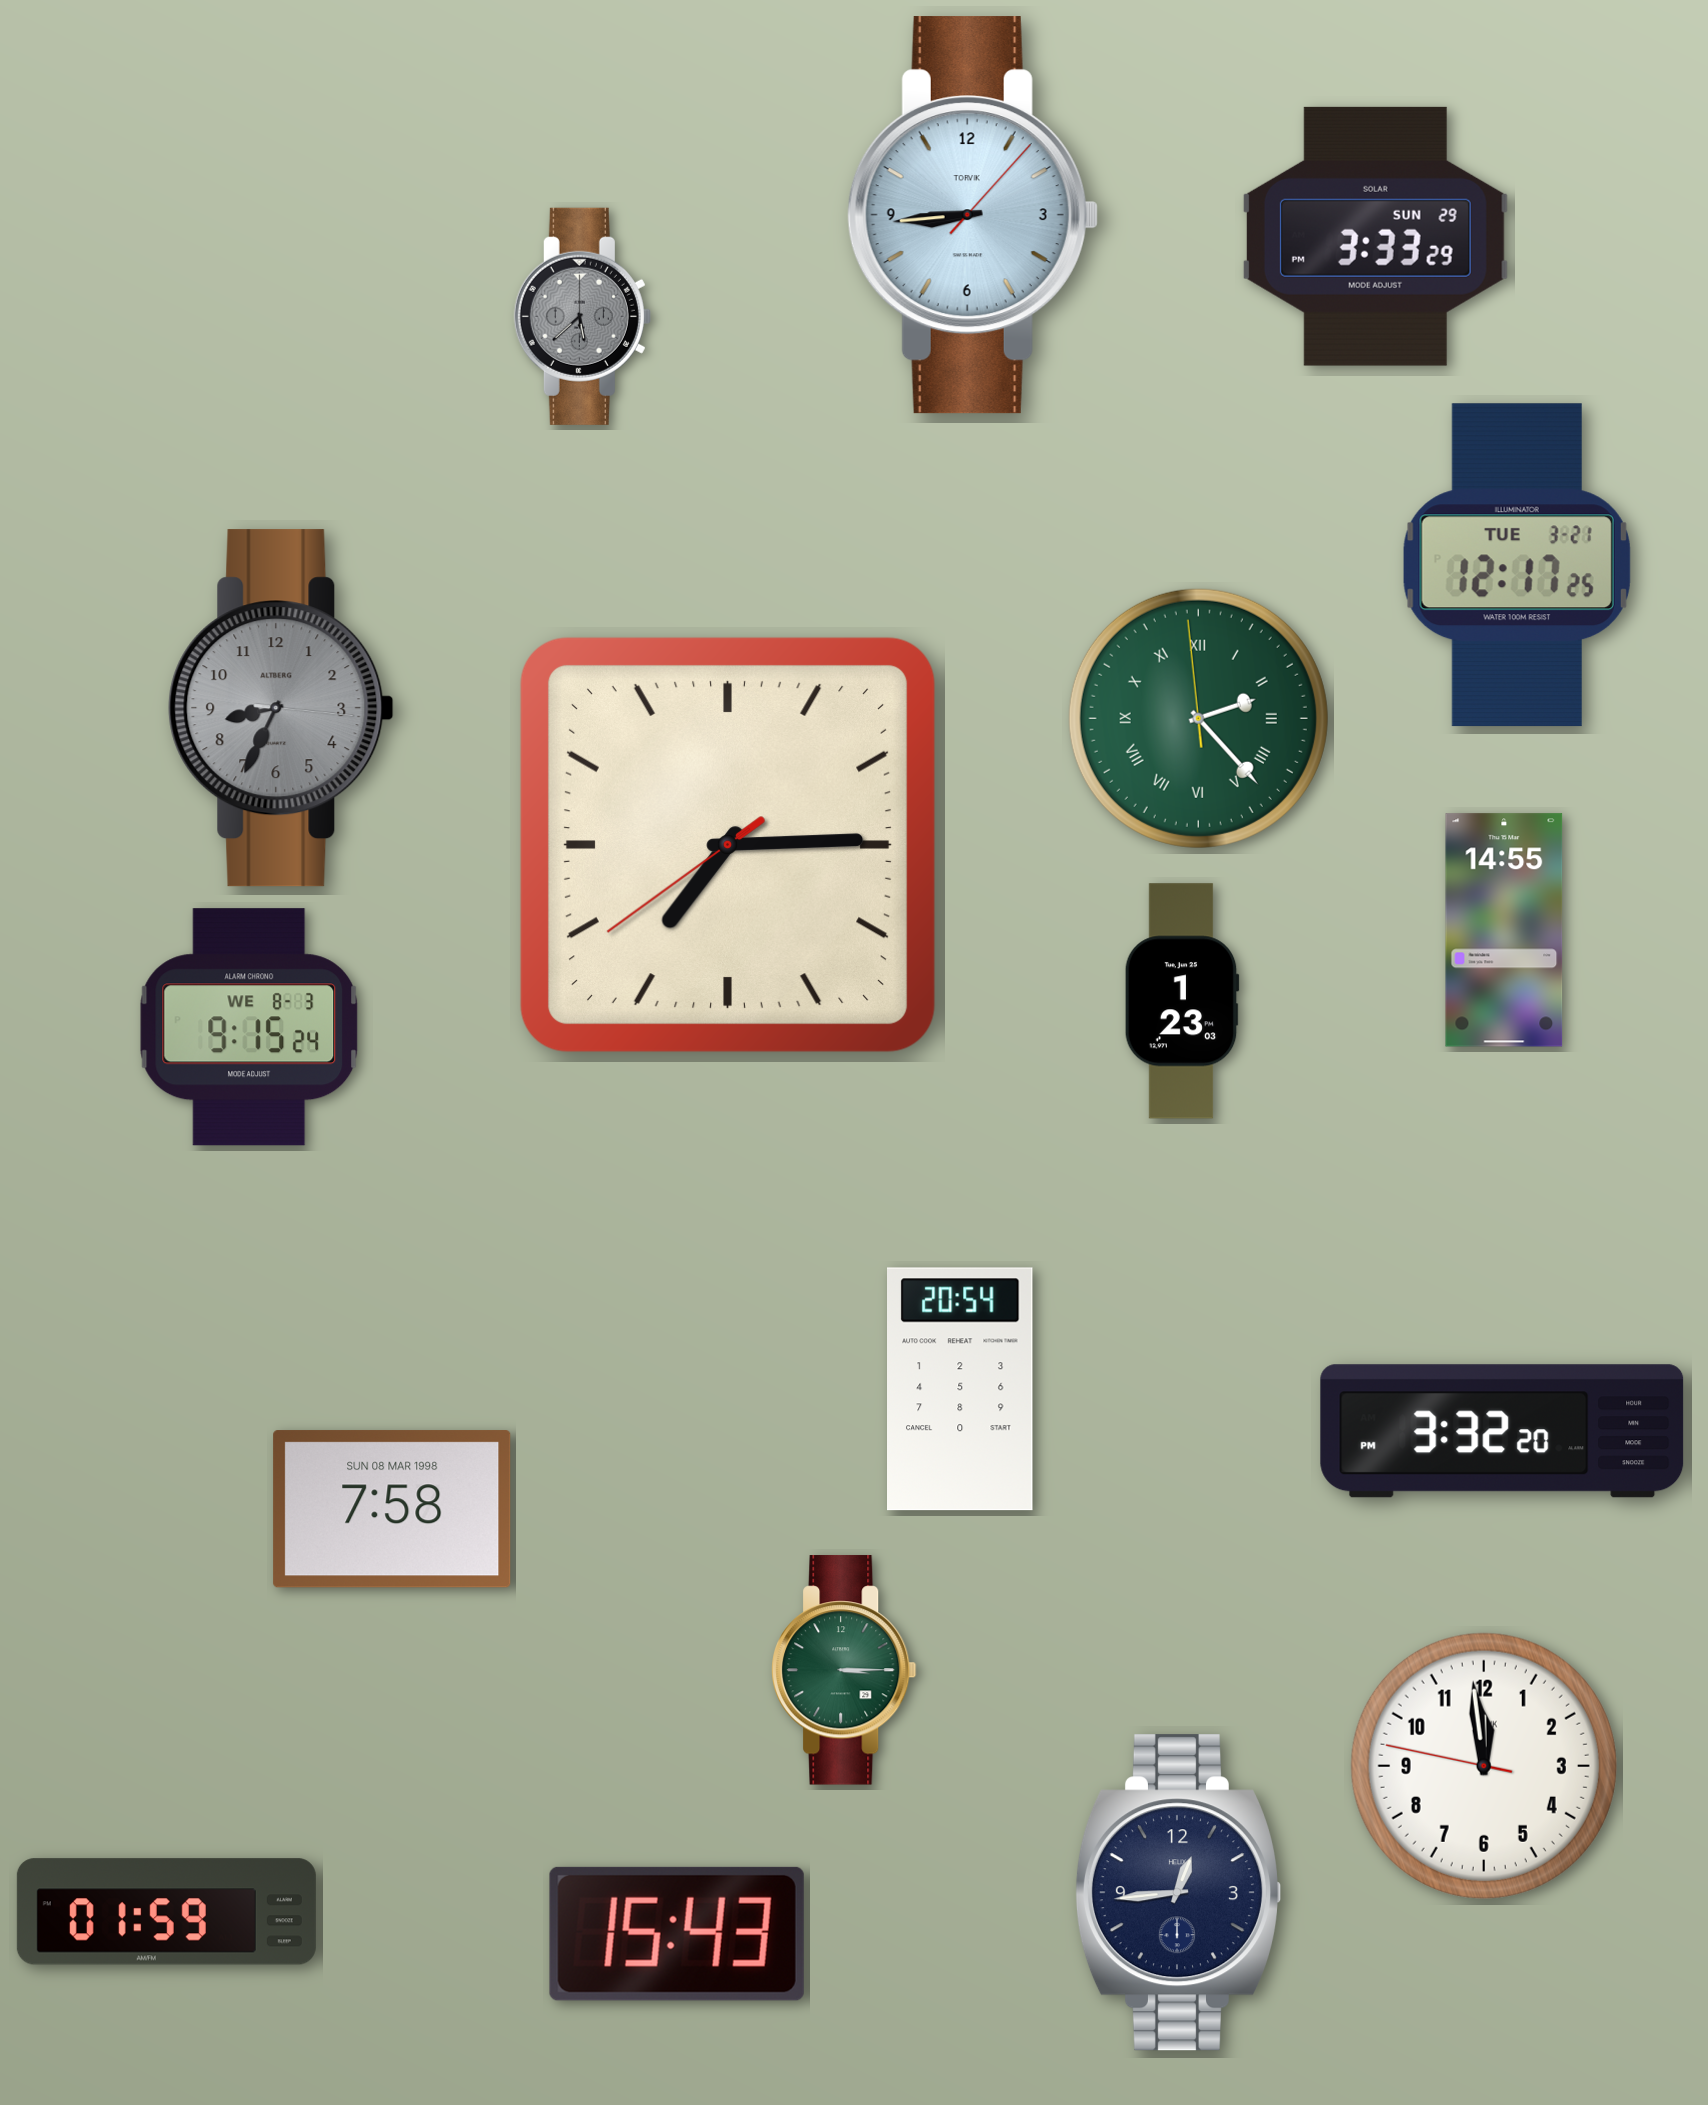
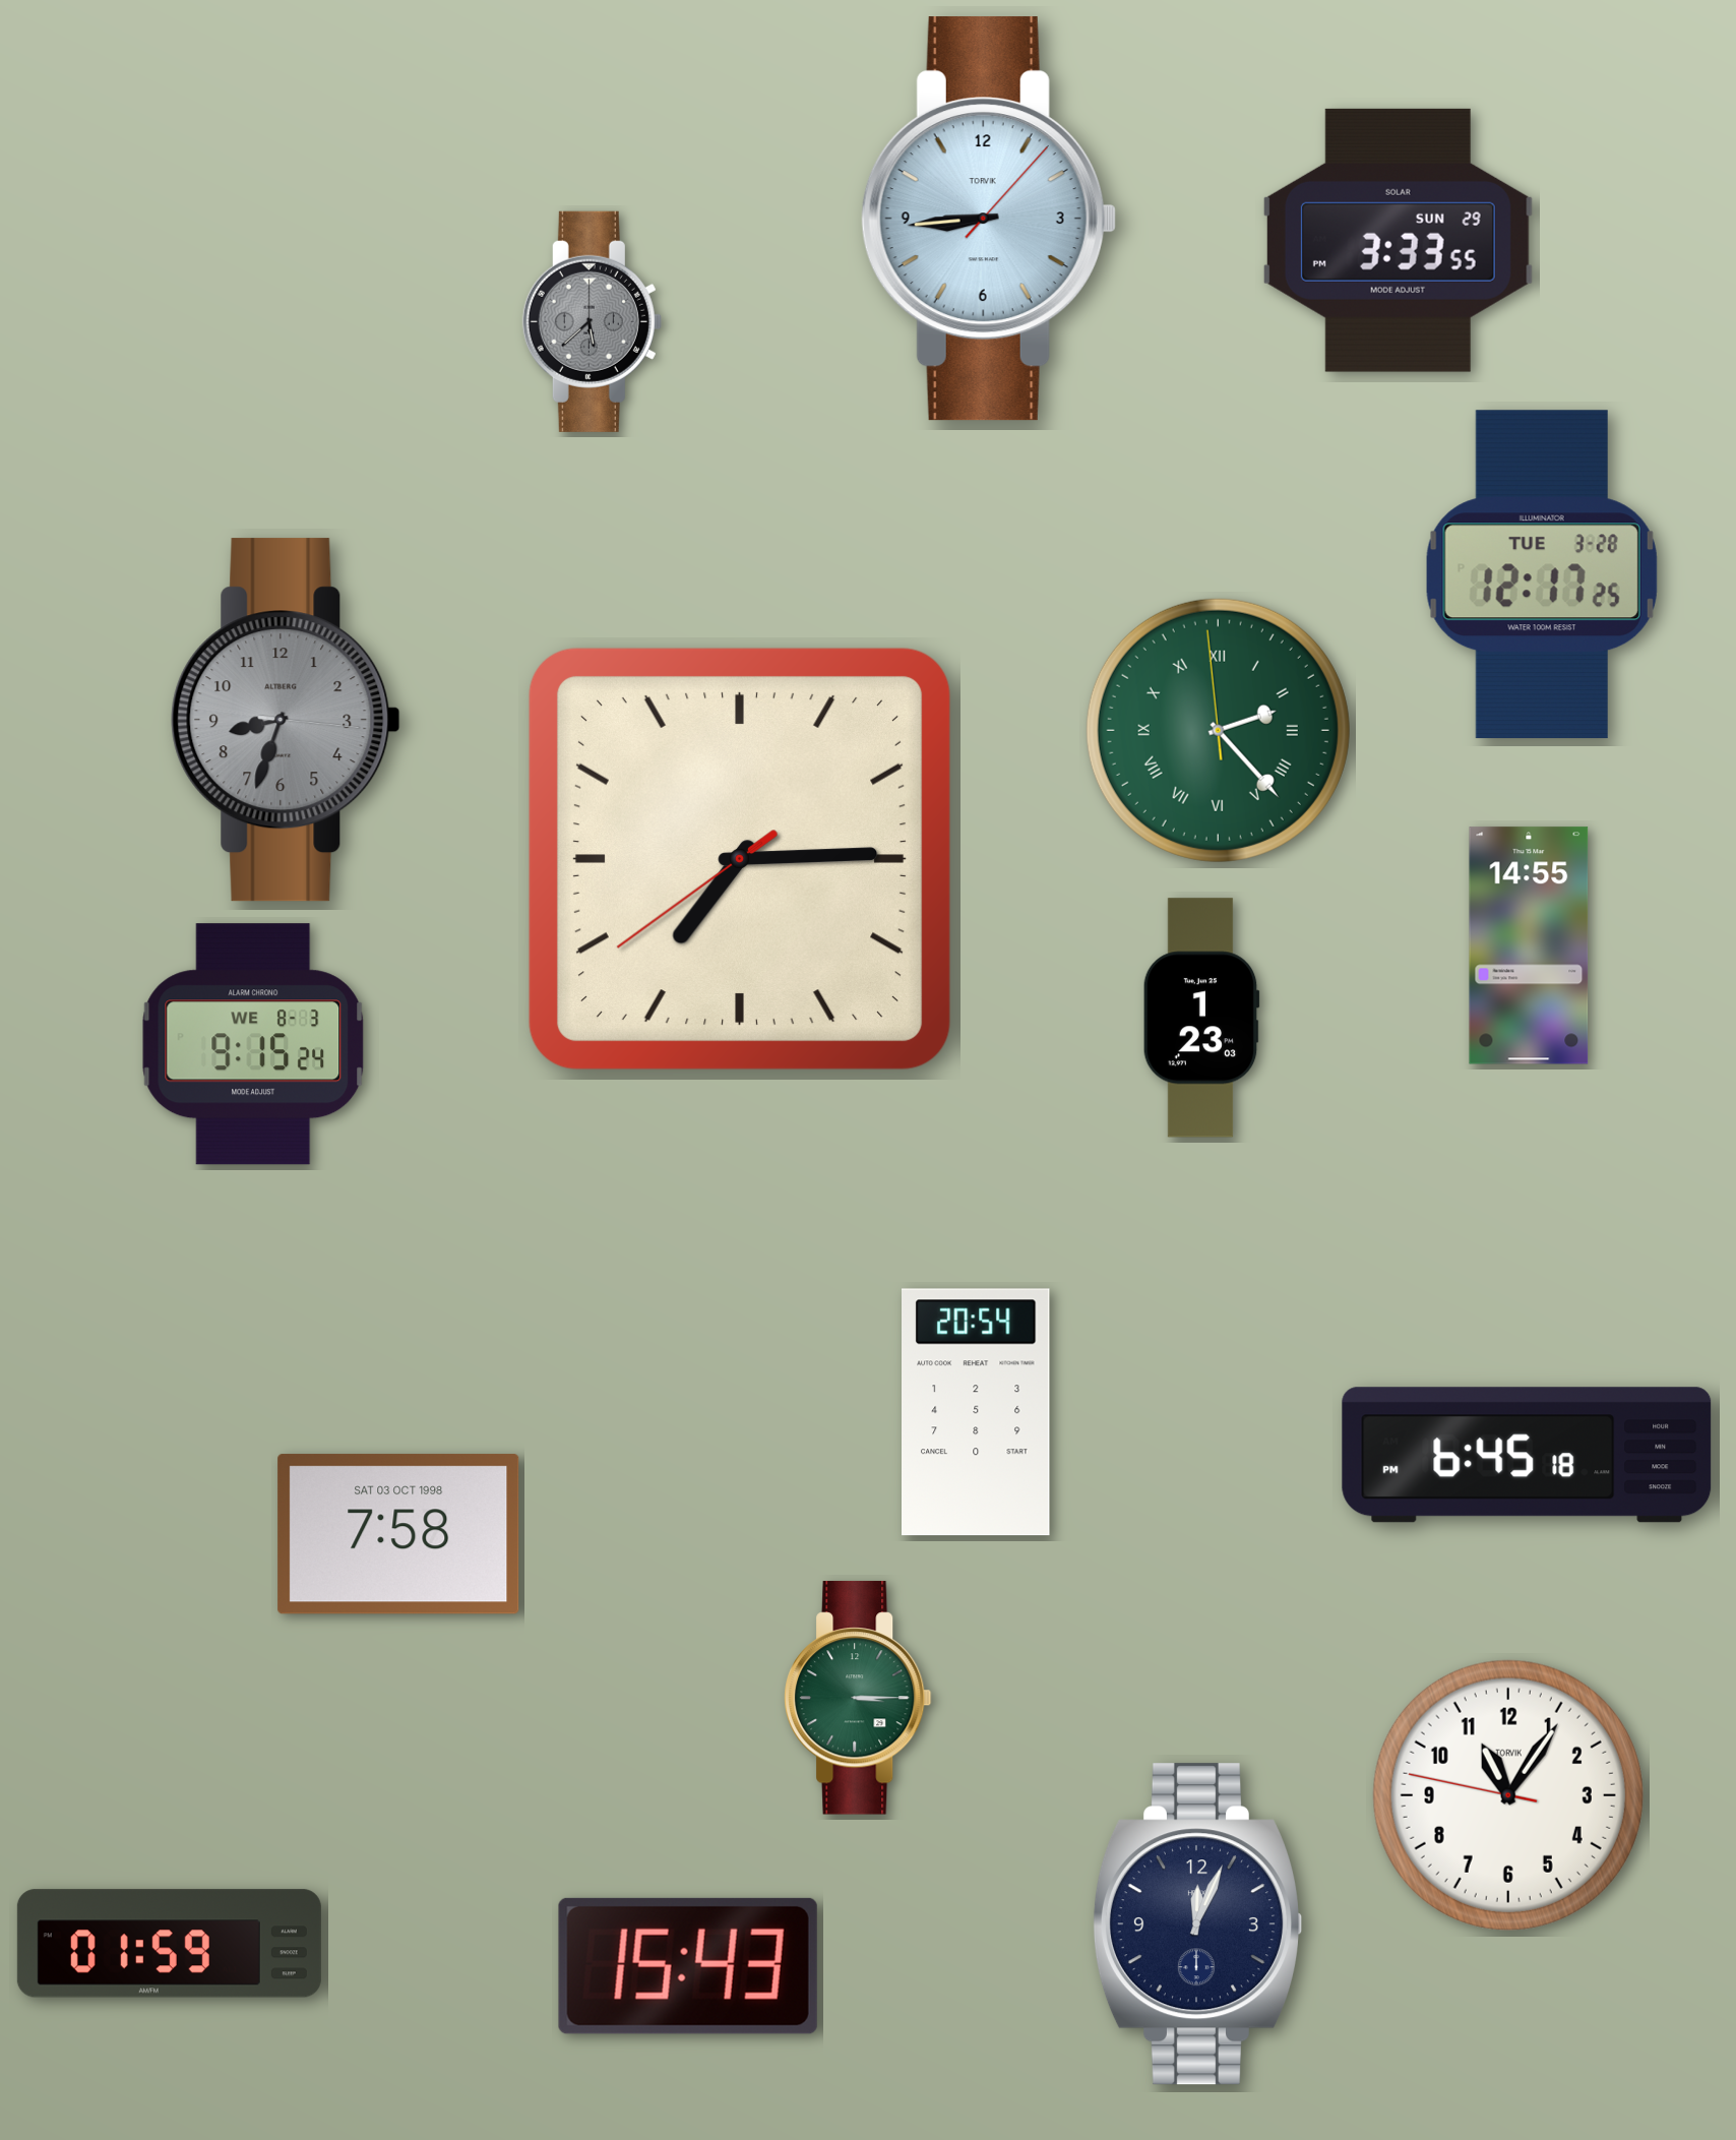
clock at (1375, 236): 3:33:29 -> 3:33:55
clock at (1517, 565) date: TUE 3-21 -> TUE 3-28
clock at (281, 708): 8:34 -> 8:33
clock at (1502, 1431): 3:32 -> 6:45
clock at (392, 1509) date: SUN 08 MAR 1998 -> SAT 03 OCT 1998
clock at (1484, 1766): 11:58 -> 11:05
clock at (1177, 1893): 12:44 -> 12:04
